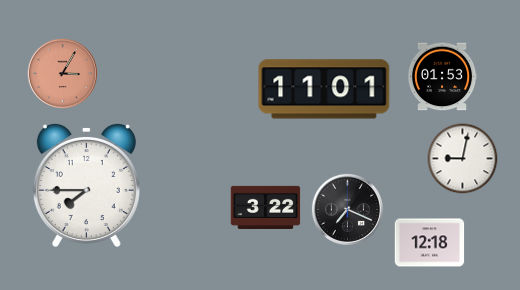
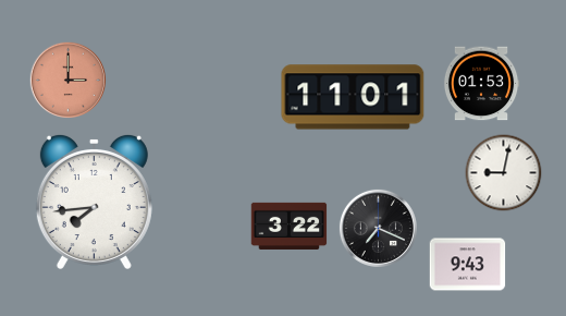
clock at (62, 73): 3:05 -> 3:00
clock at (86, 185): 7:45 -> 7:44
clock at (430, 243): 12:18 -> 9:43
